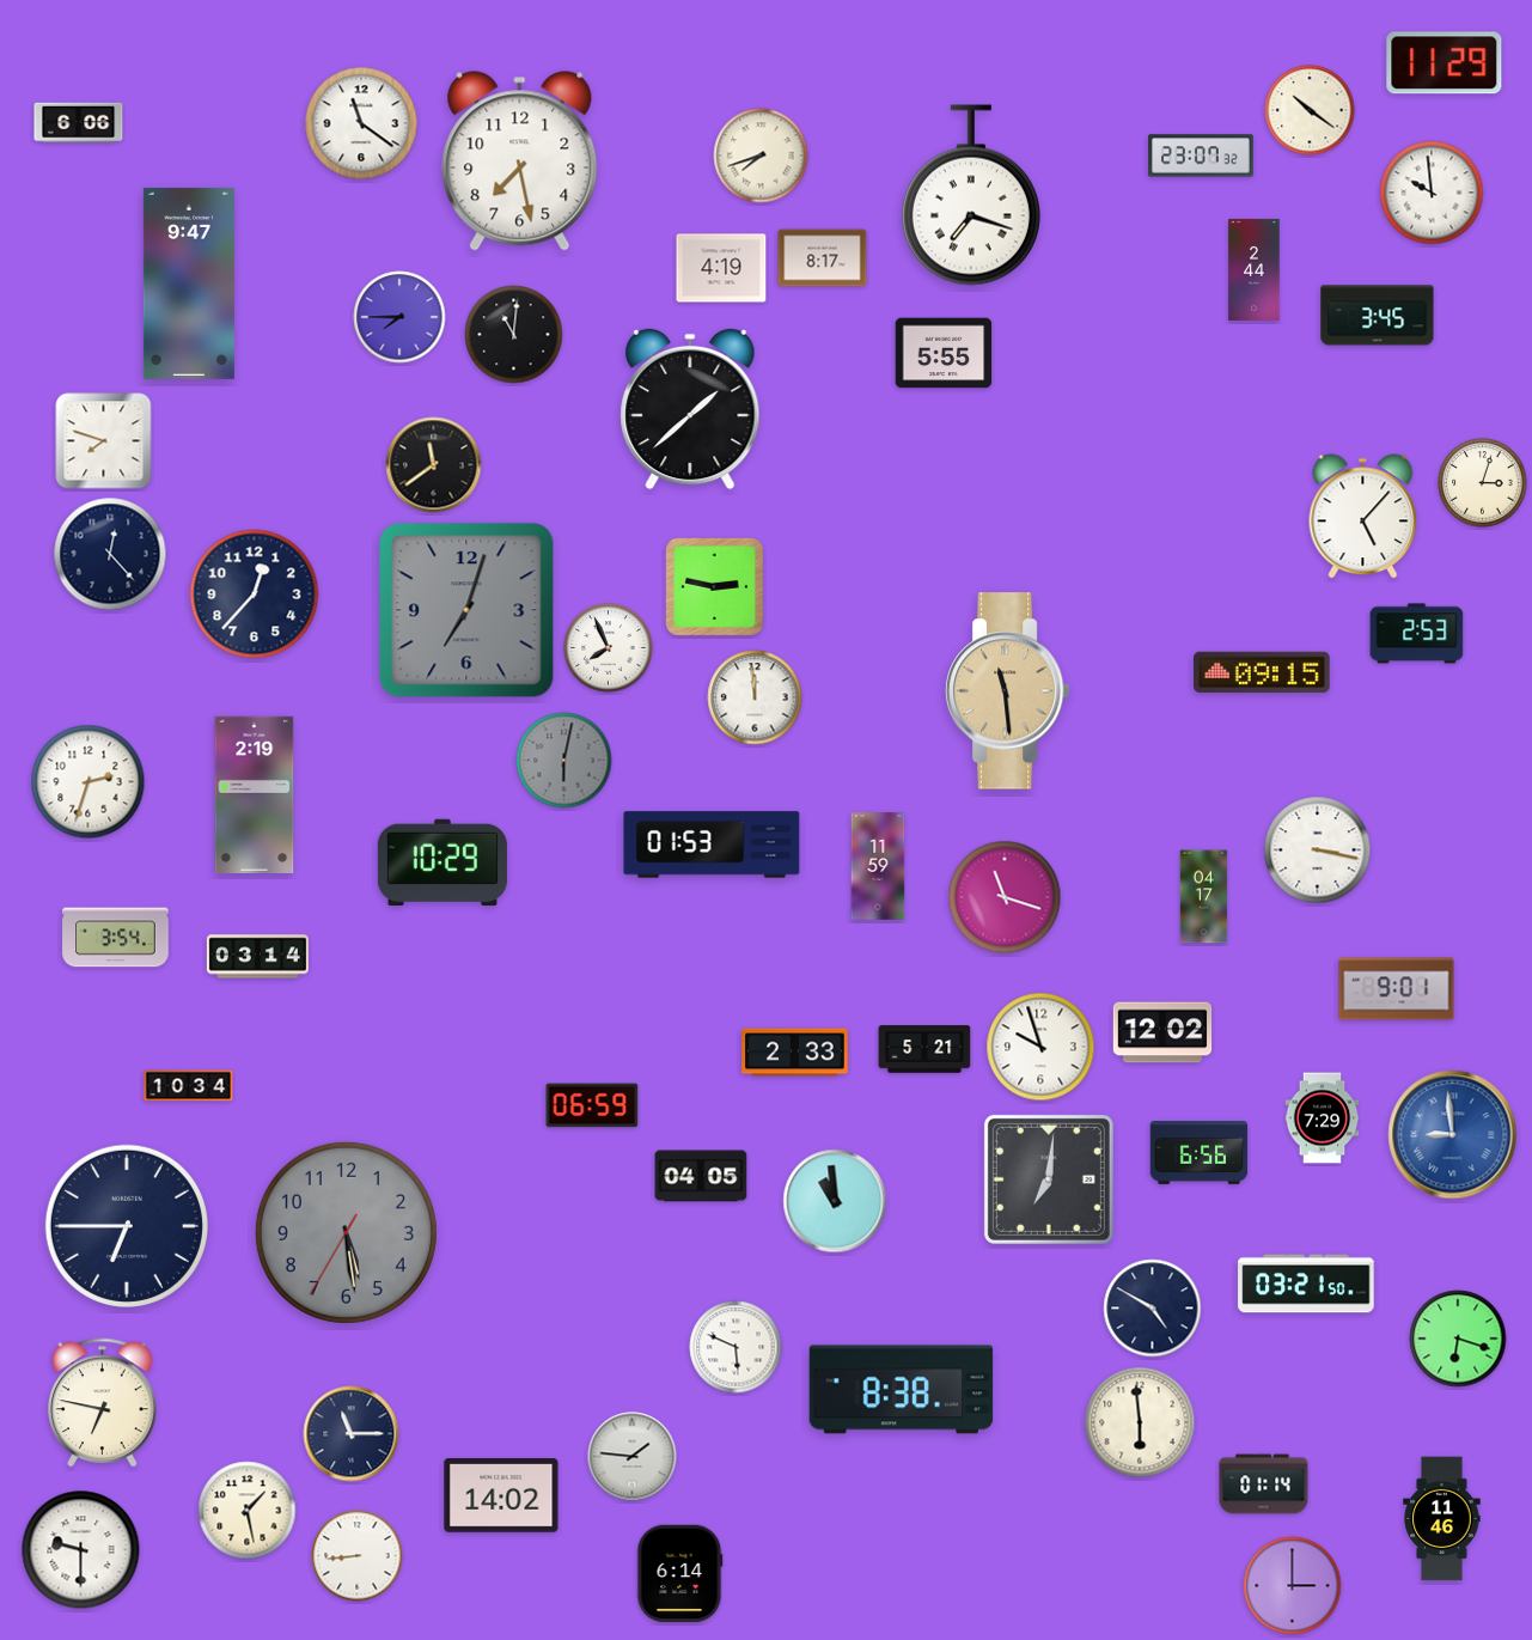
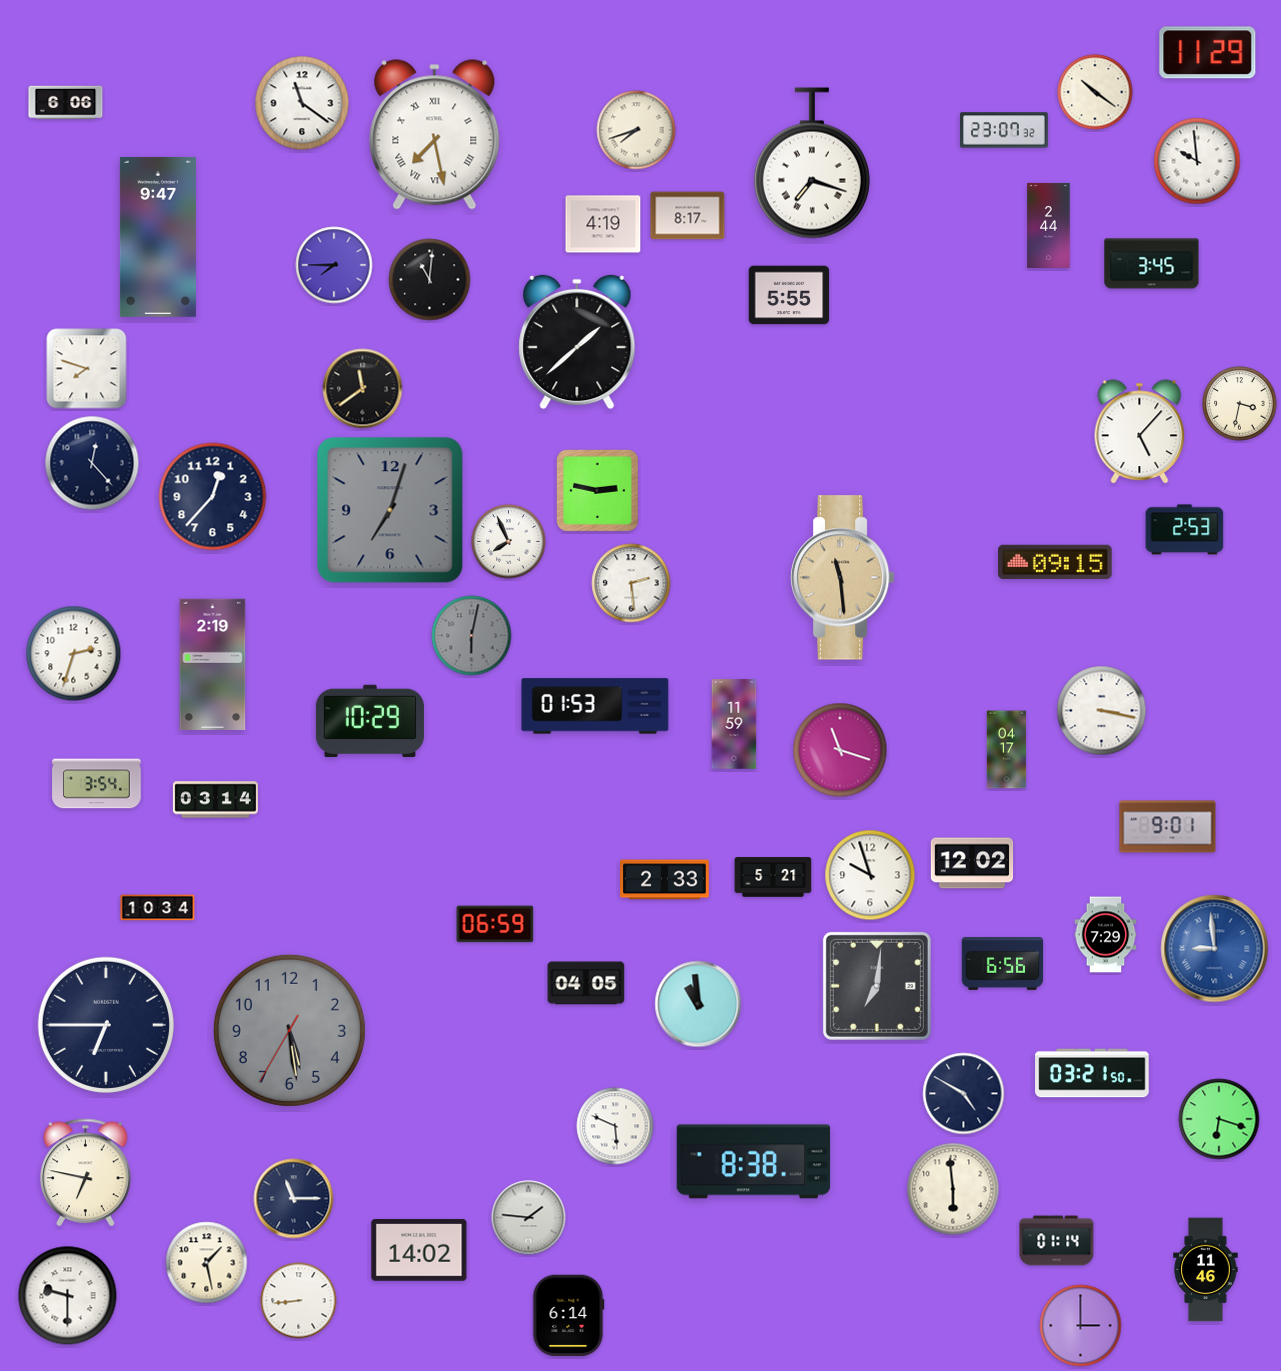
clock at (520, 161) numerals: Arabic -> Roman
clock at (1483, 483): 3:03 -> 3:32
clock at (755, 697): 11:59 -> 2:29
